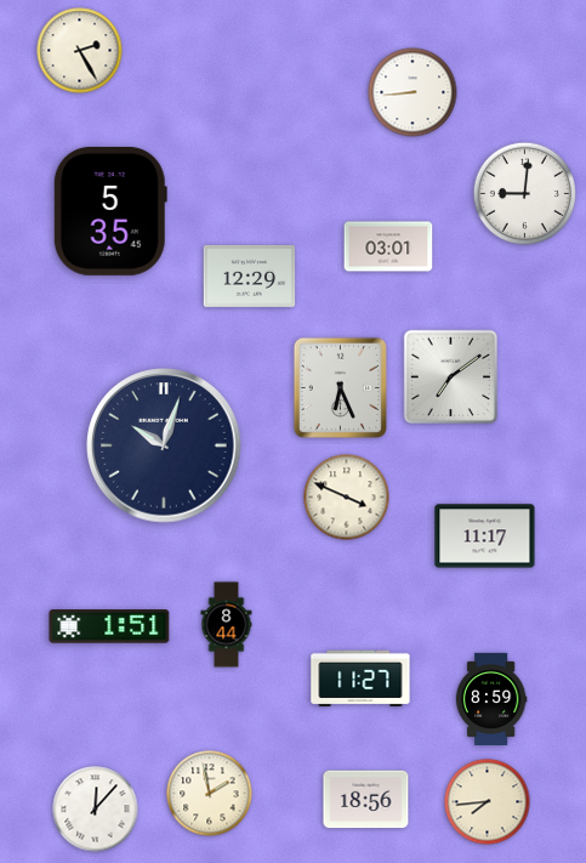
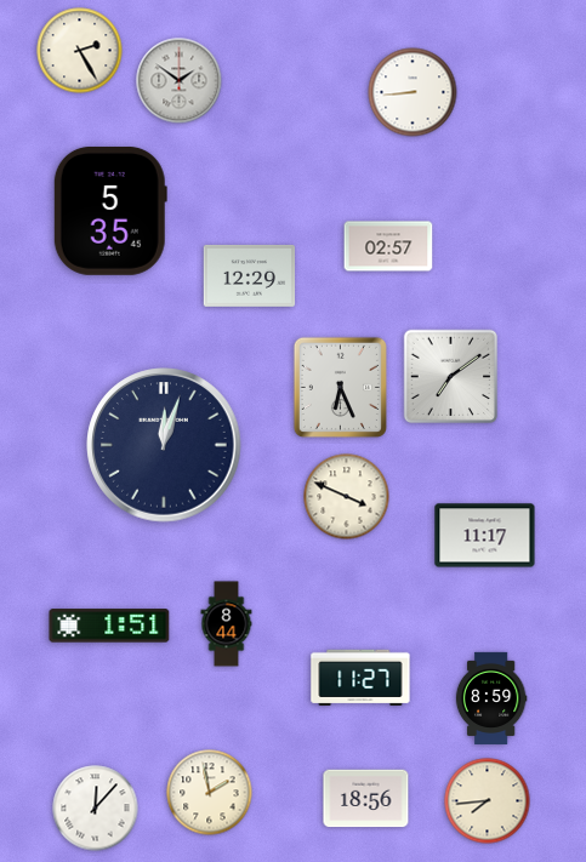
clock at (180, 81): none -> 1:51
clock at (524, 193): 9:01 -> none
clock at (388, 246): 03:01 -> 02:57
clock at (164, 445): 10:03 -> 12:03
